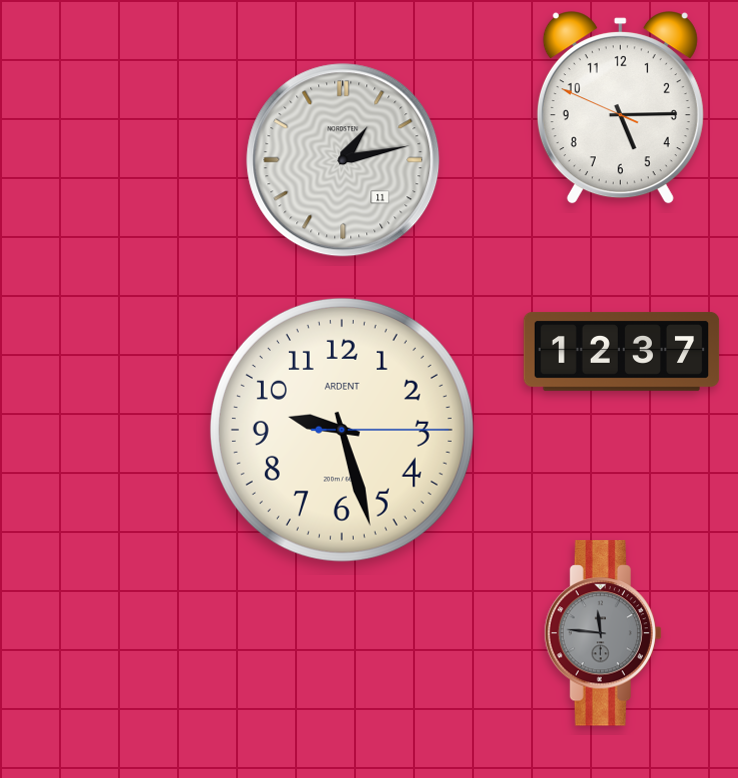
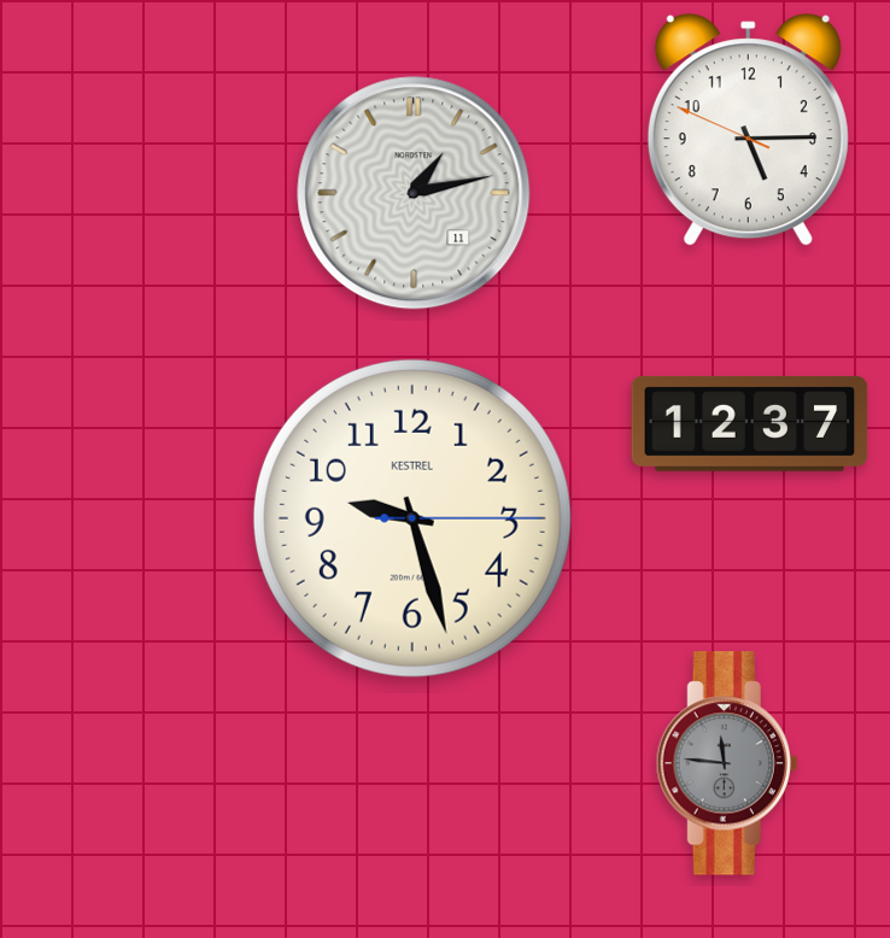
clock at (342, 430) brand: ARDENT -> KESTREL
